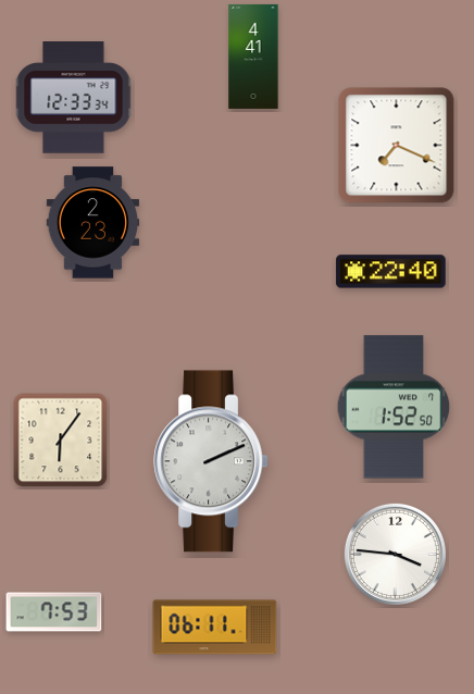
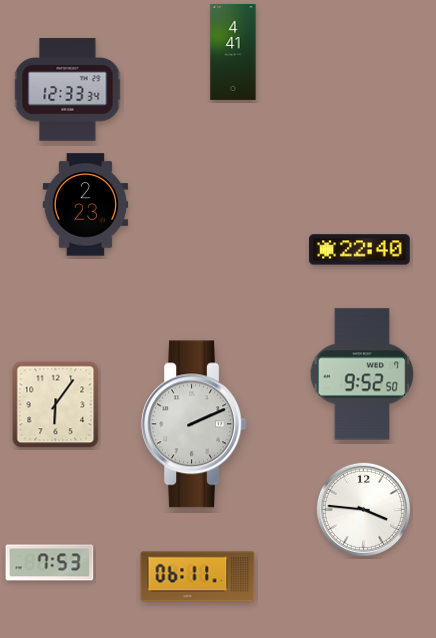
clock at (397, 146): 7:19 -> none
clock at (394, 407): 1:52 -> 9:52
